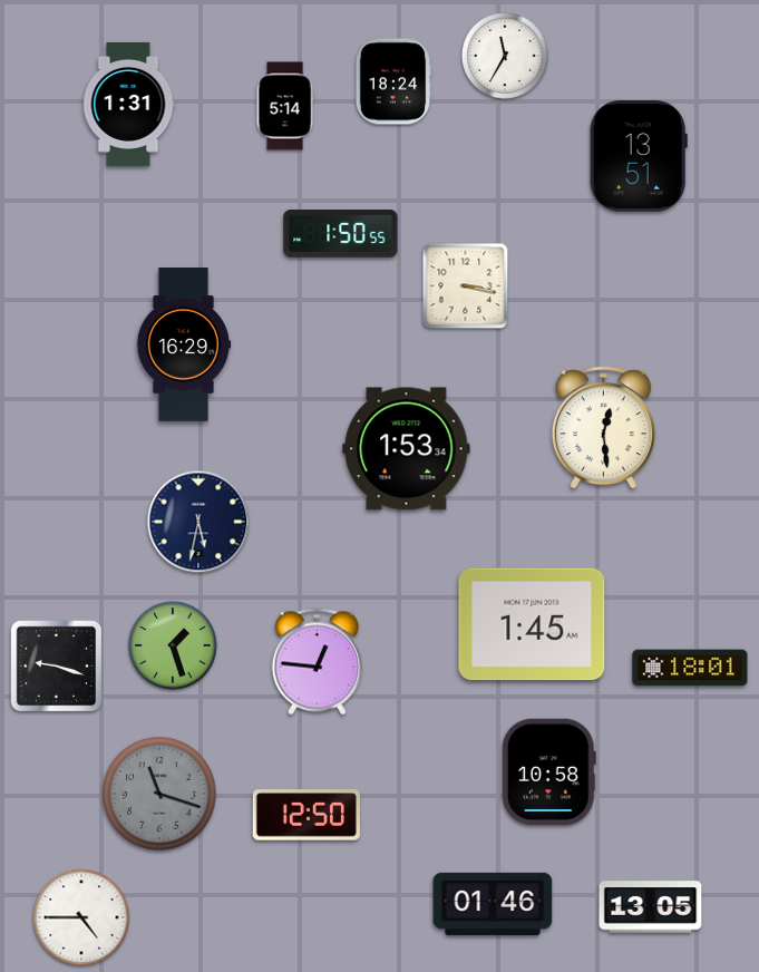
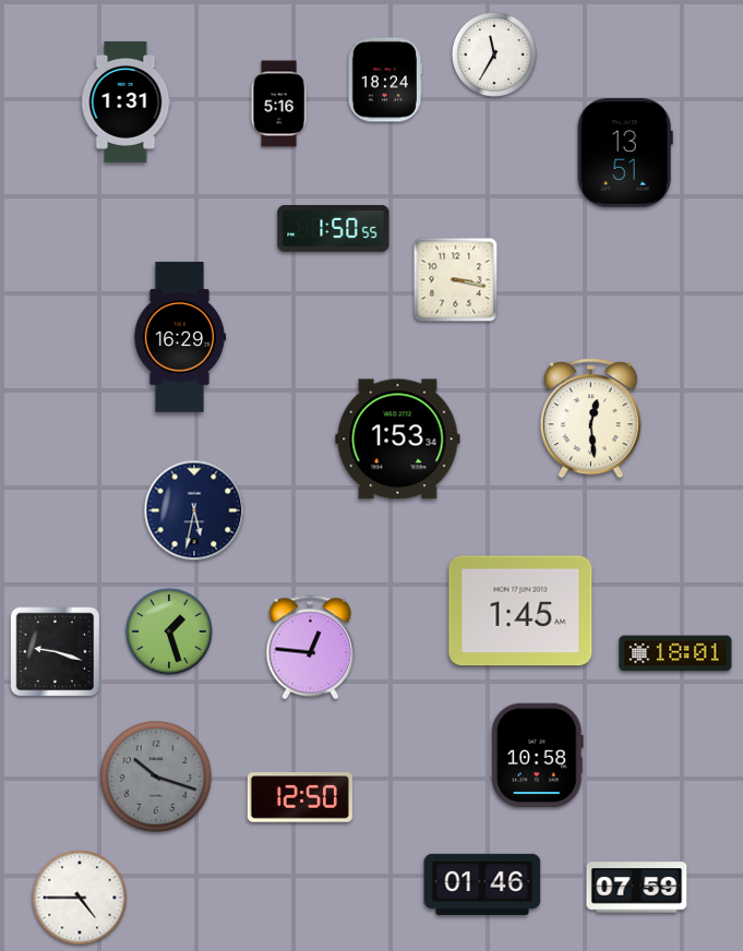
clock at (285, 106): 5:14 -> 5:16
clock at (159, 794): 11:18 -> 10:18
clock at (651, 907): 13:05 -> 07:59
